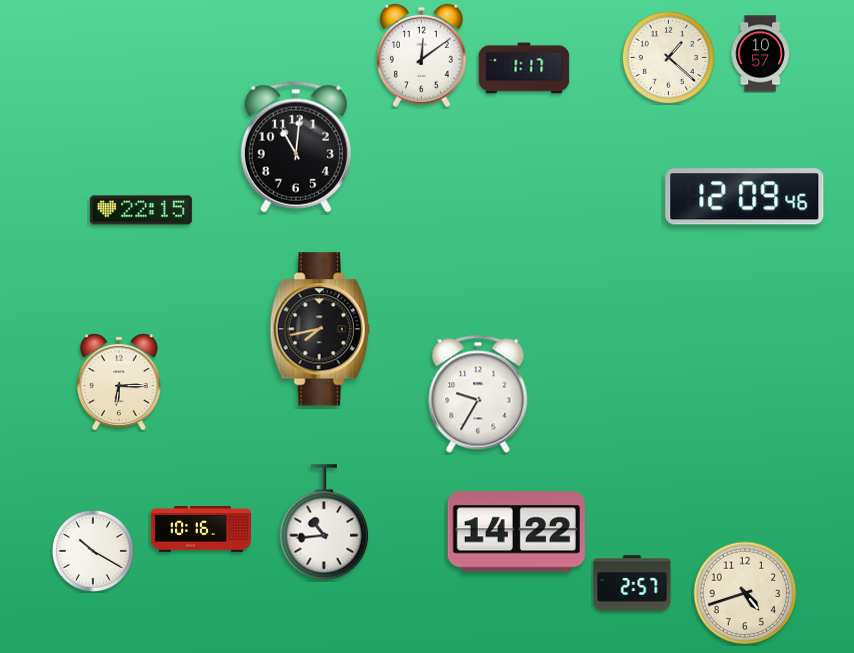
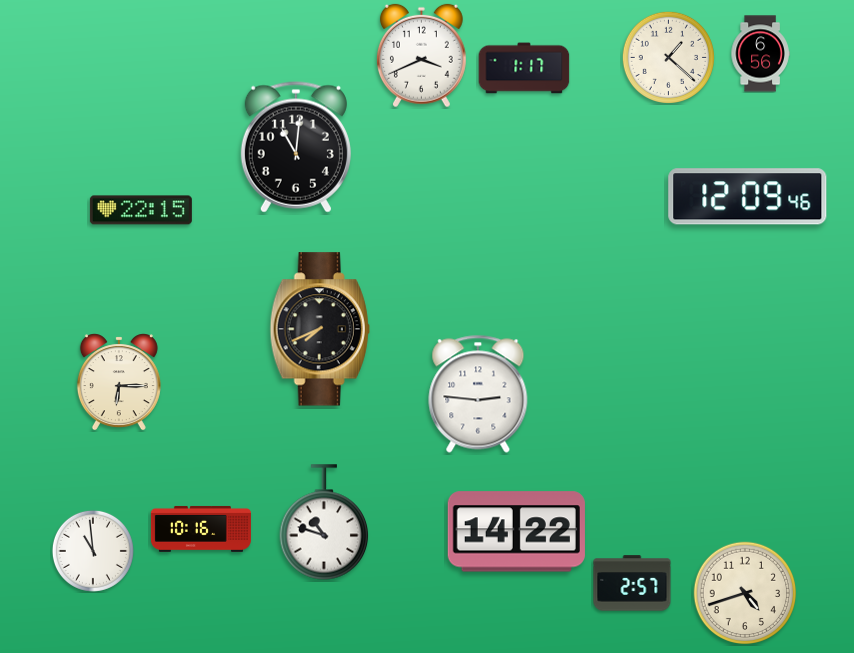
clock at (760, 54): 10:57 -> 6:56
clock at (421, 56): 12:09 -> 3:41
clock at (745, 197) position: (745, 197) -> (748, 197)
clock at (320, 329): 7:43 -> 7:41
clock at (478, 394): 9:35 -> 2:46
clock at (324, 522): 10:44 -> 10:48
clock at (93, 551): 10:20 -> 10:59
